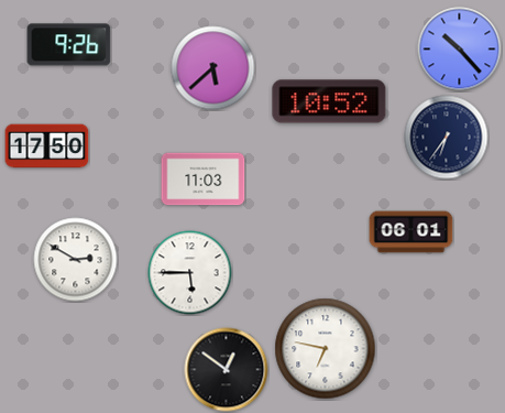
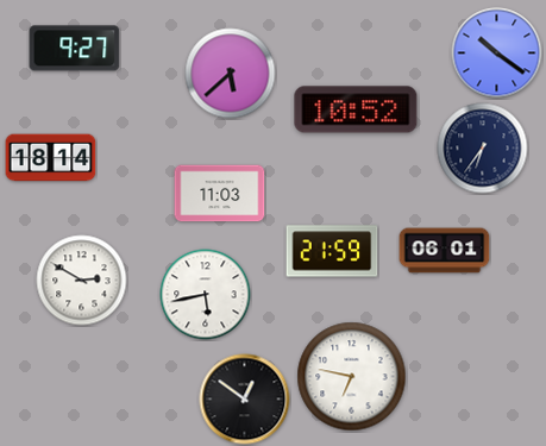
clock at (69, 45): 9:26 -> 9:27
clock at (460, 50): 10:23 -> 10:21
clock at (47, 146): 17:50 -> 18:14
clock at (332, 251): none -> 21:59
clock at (190, 273): 5:45 -> 5:43
